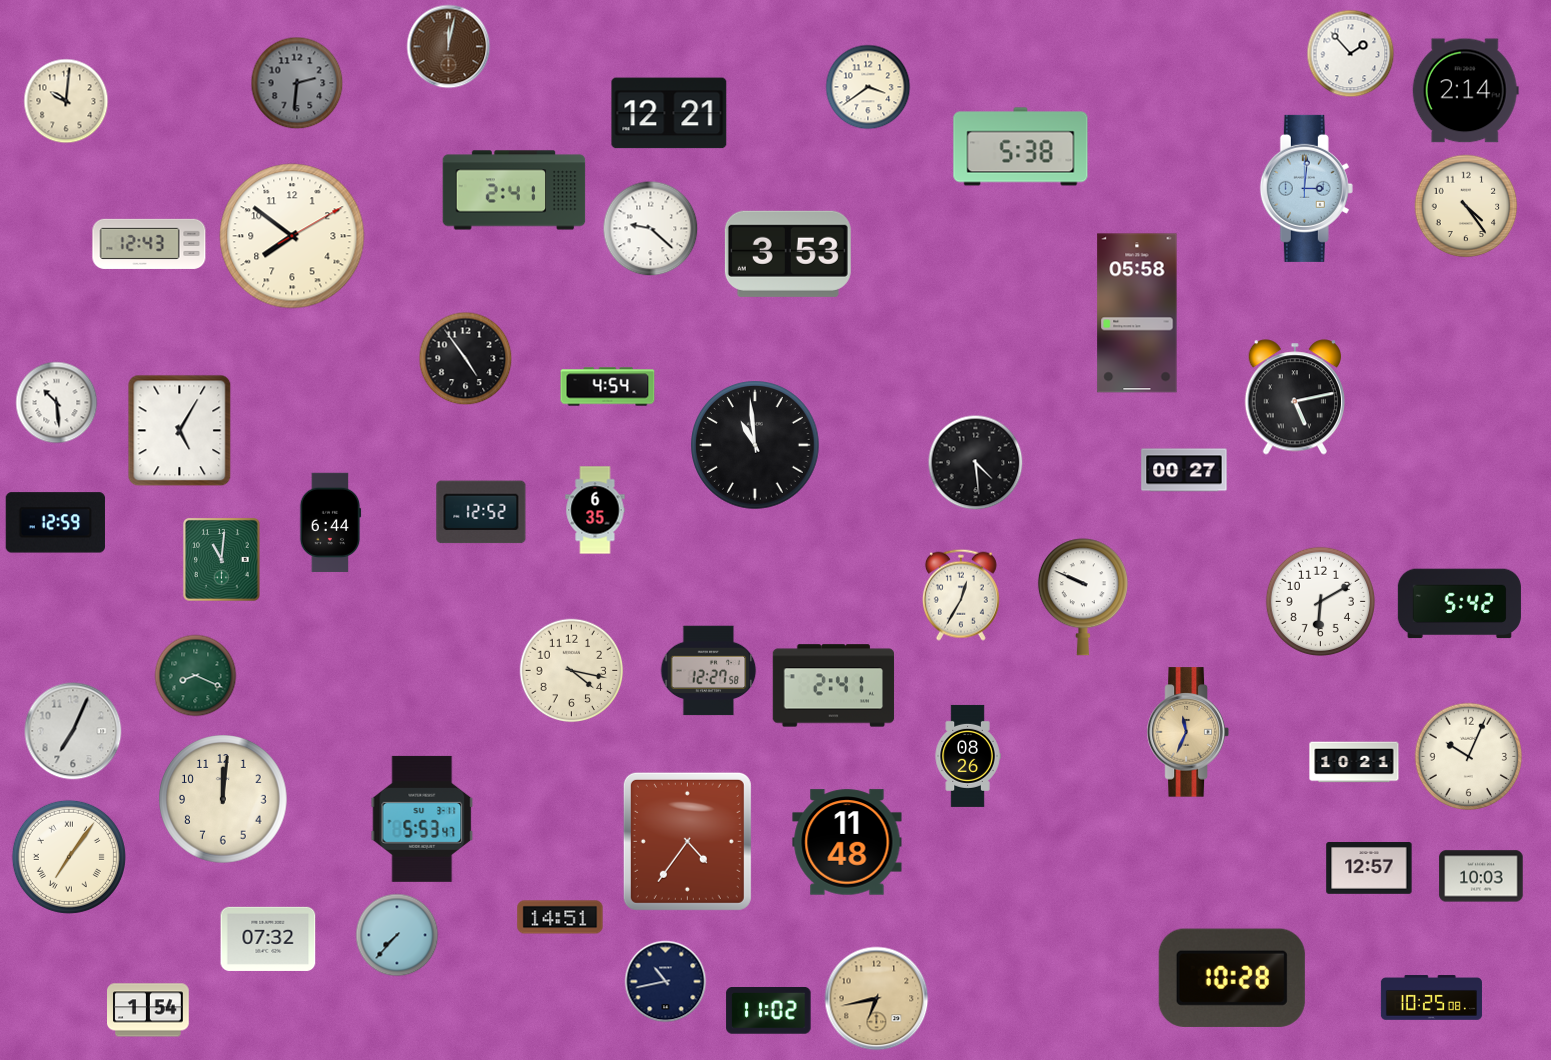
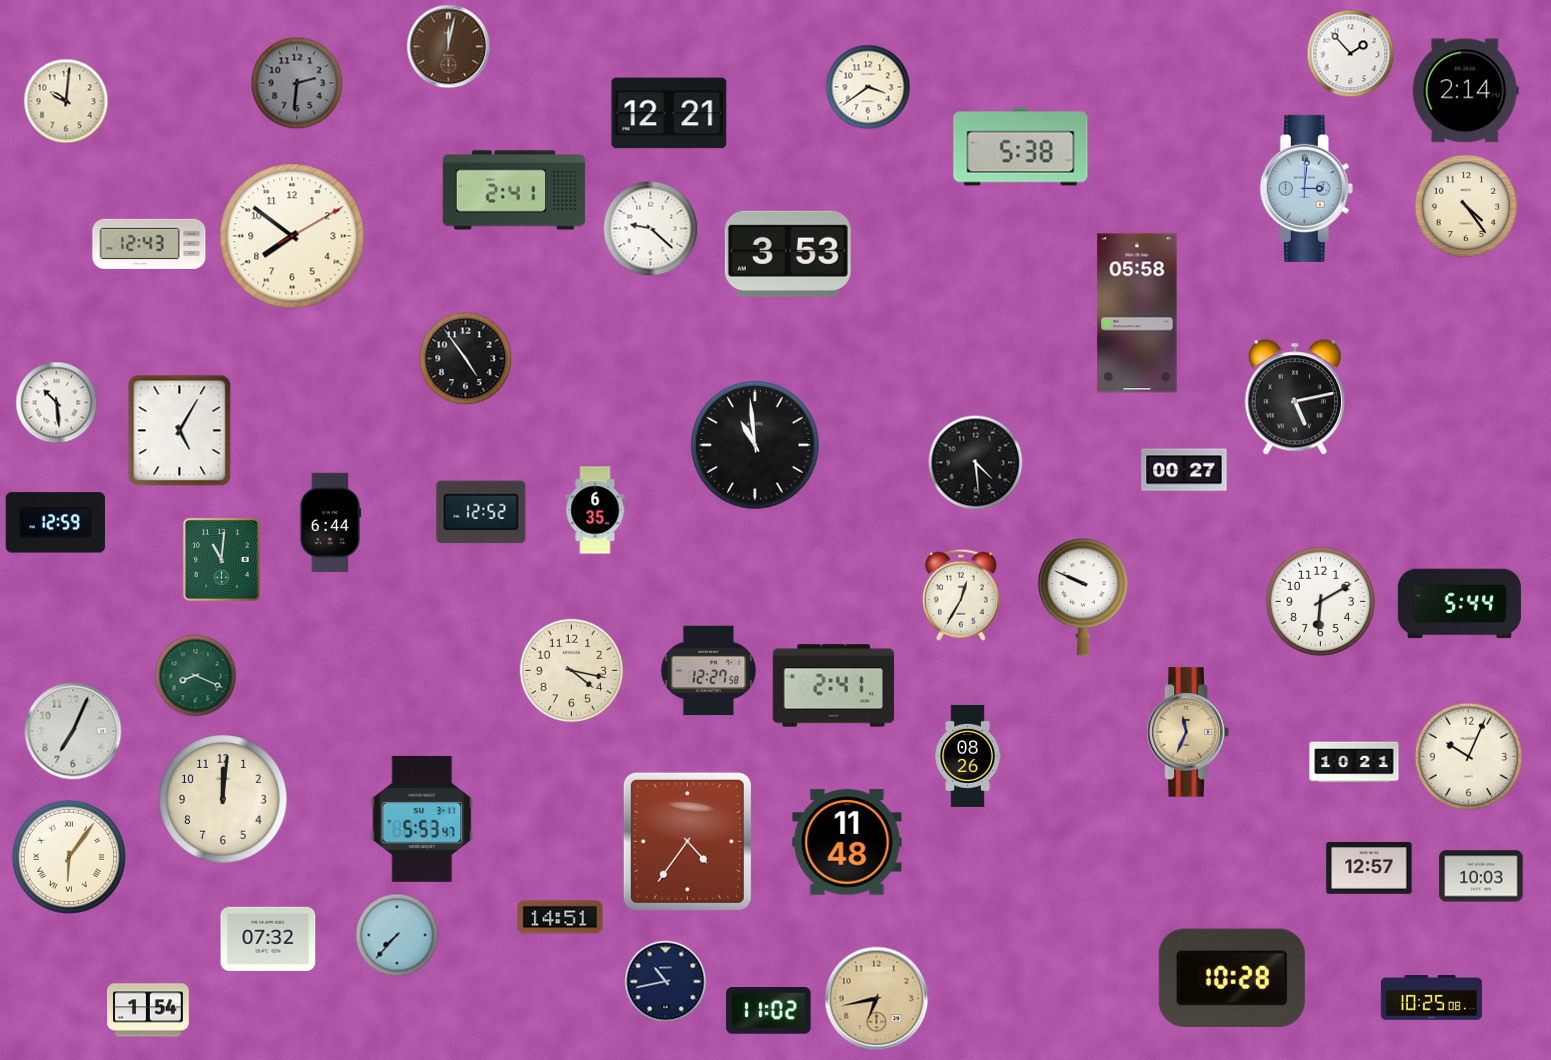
clock at (608, 387): 4:54 -> none
clock at (1459, 604): 5:42 -> 5:44
clock at (69, 857): 7:06 -> 6:06
